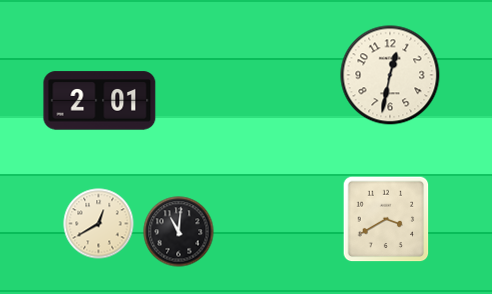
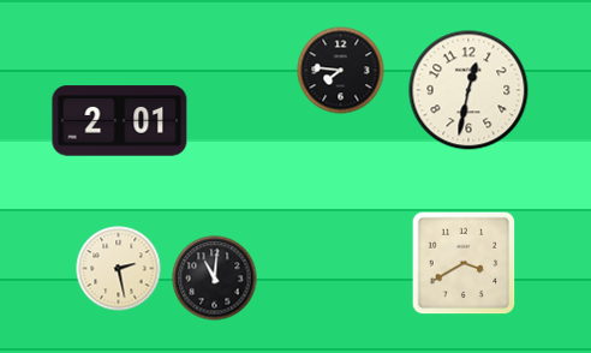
clock at (341, 71): none -> 7:46
clock at (99, 224): 12:40 -> 2:28
